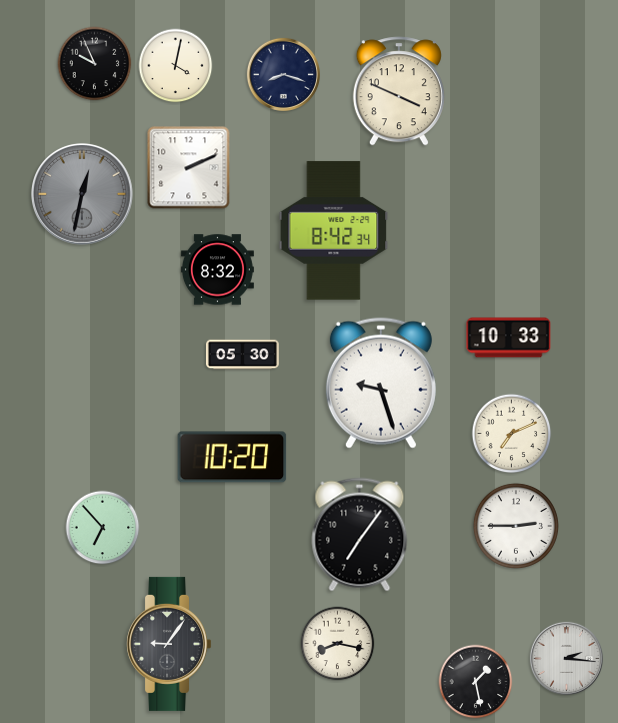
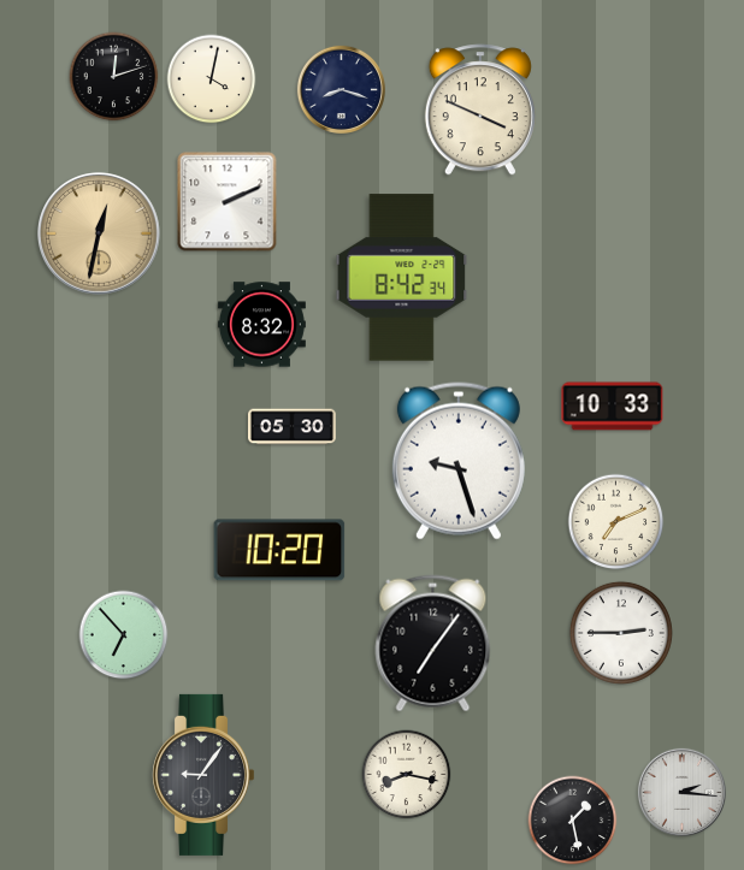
clock at (95, 64): 9:56 -> 12:12
clock at (83, 195) dial: grey -> champagne
